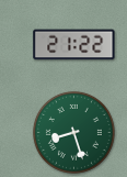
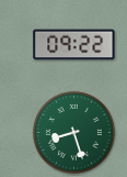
clock at (74, 45): 21:22 -> 09:22
